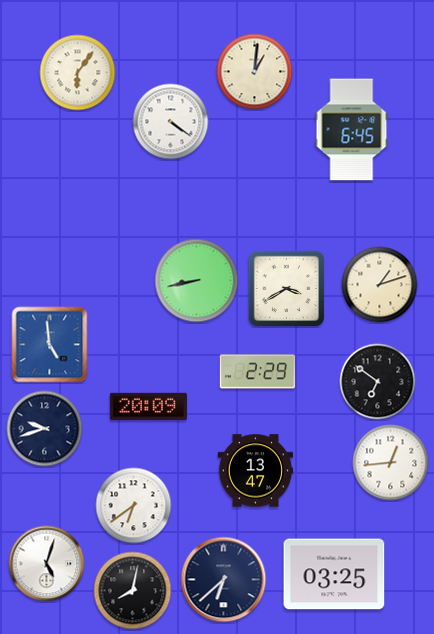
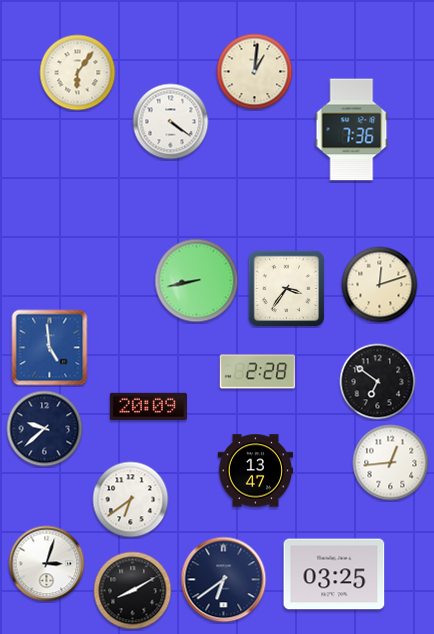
clock at (352, 130): 6:45 -> 7:36
clock at (380, 285): 1:12 -> 12:12
clock at (286, 288): 3:40 -> 3:36
clock at (50, 345) position: (50, 345) -> (50, 348)
clock at (258, 372): 2:29 -> 2:28
clock at (45, 429): 9:42 -> 9:38
clock at (134, 506) position: (134, 506) -> (131, 500)
clock at (47, 564): 5:03 -> 3:03
clock at (224, 580): 6:38 -> 6:39
clock at (133, 591): 8:02 -> 8:10
